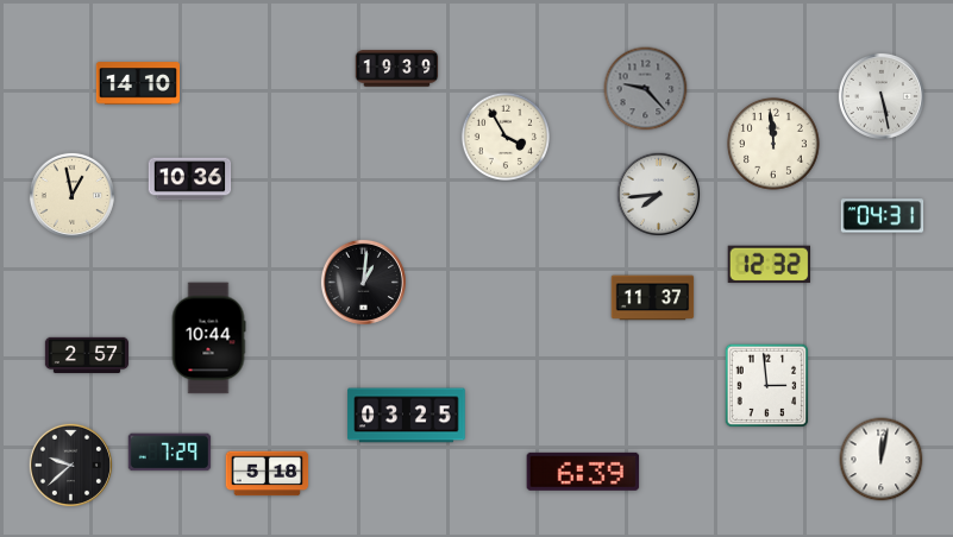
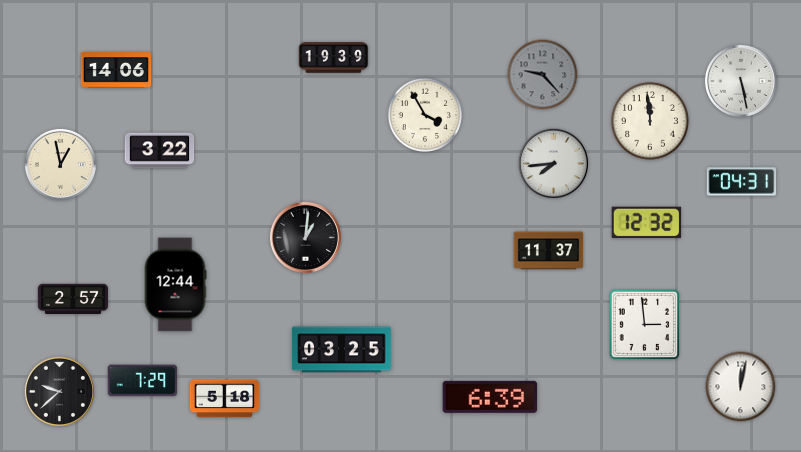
clock at (137, 83): 14:10 -> 14:06
clock at (190, 179): 10:36 -> 3:22
clock at (208, 339): 10:44 -> 12:44
